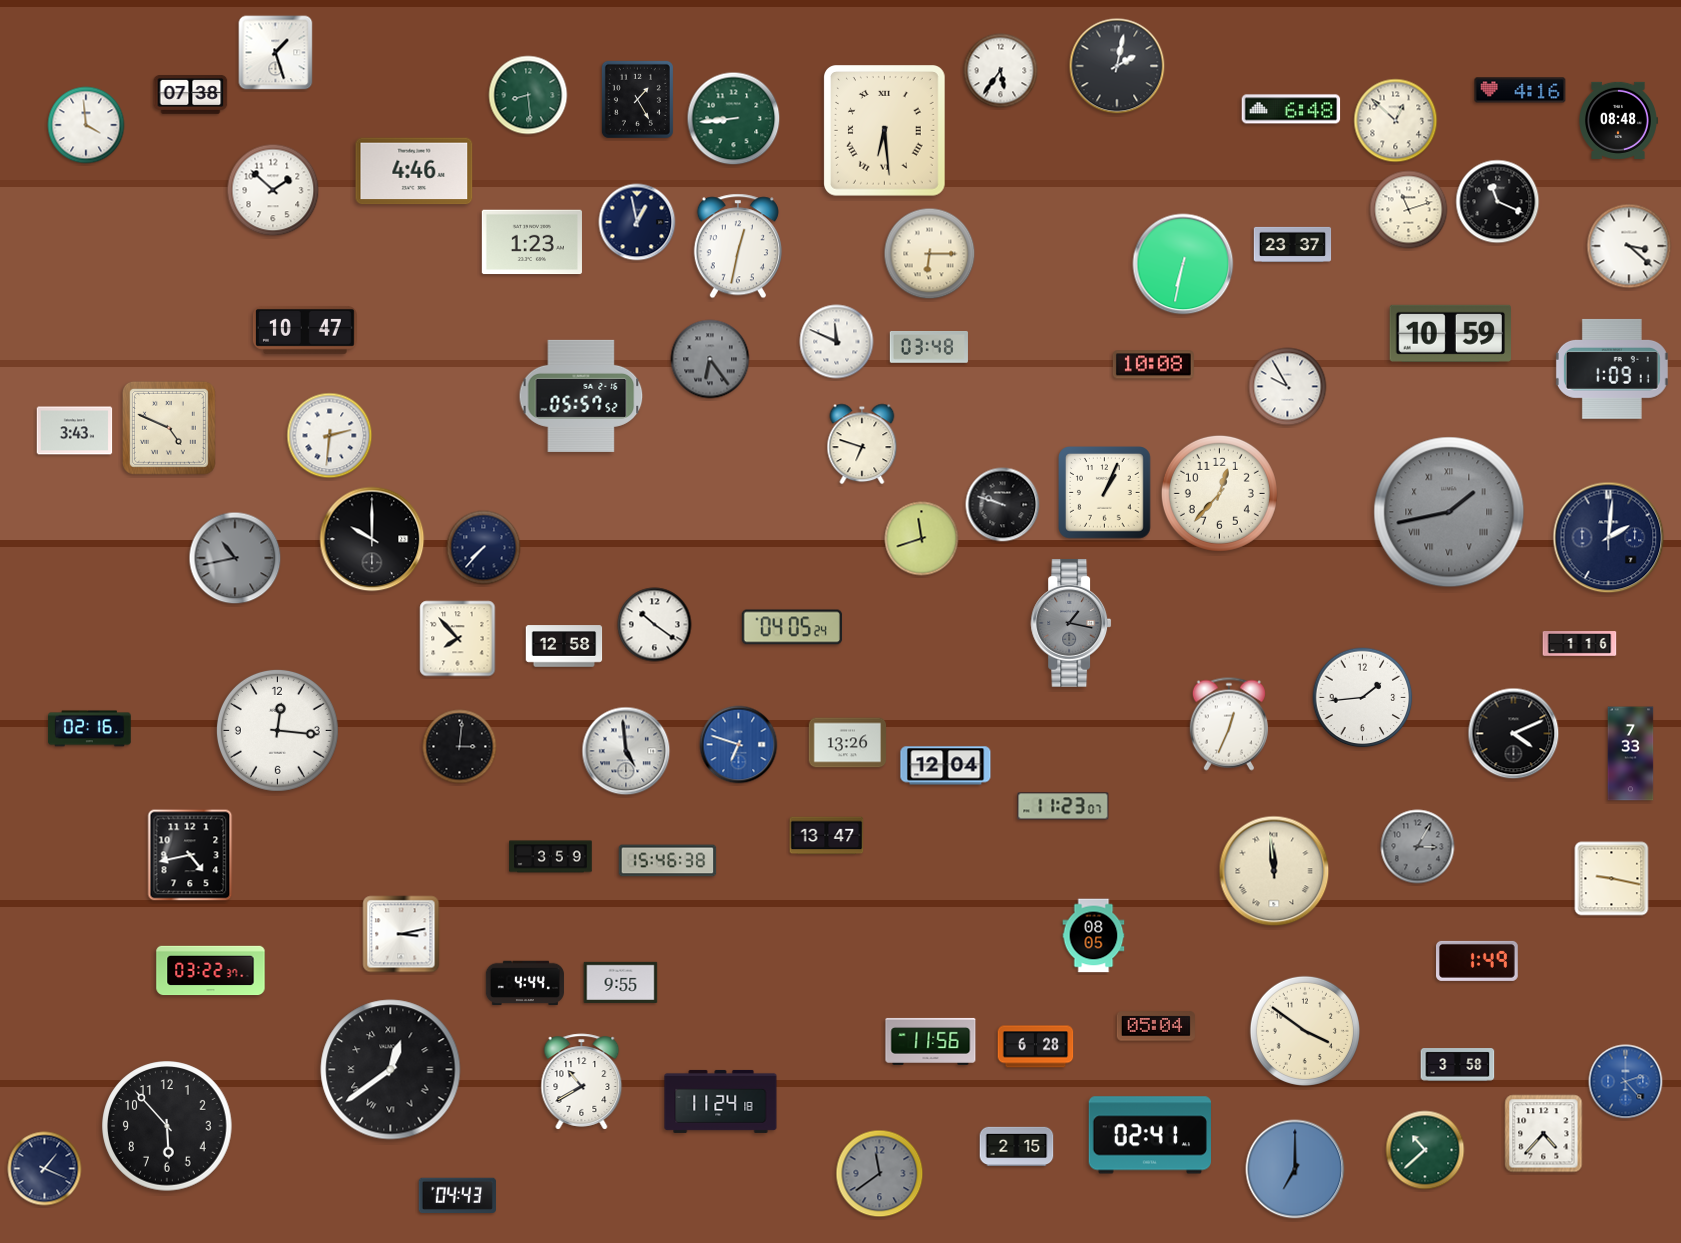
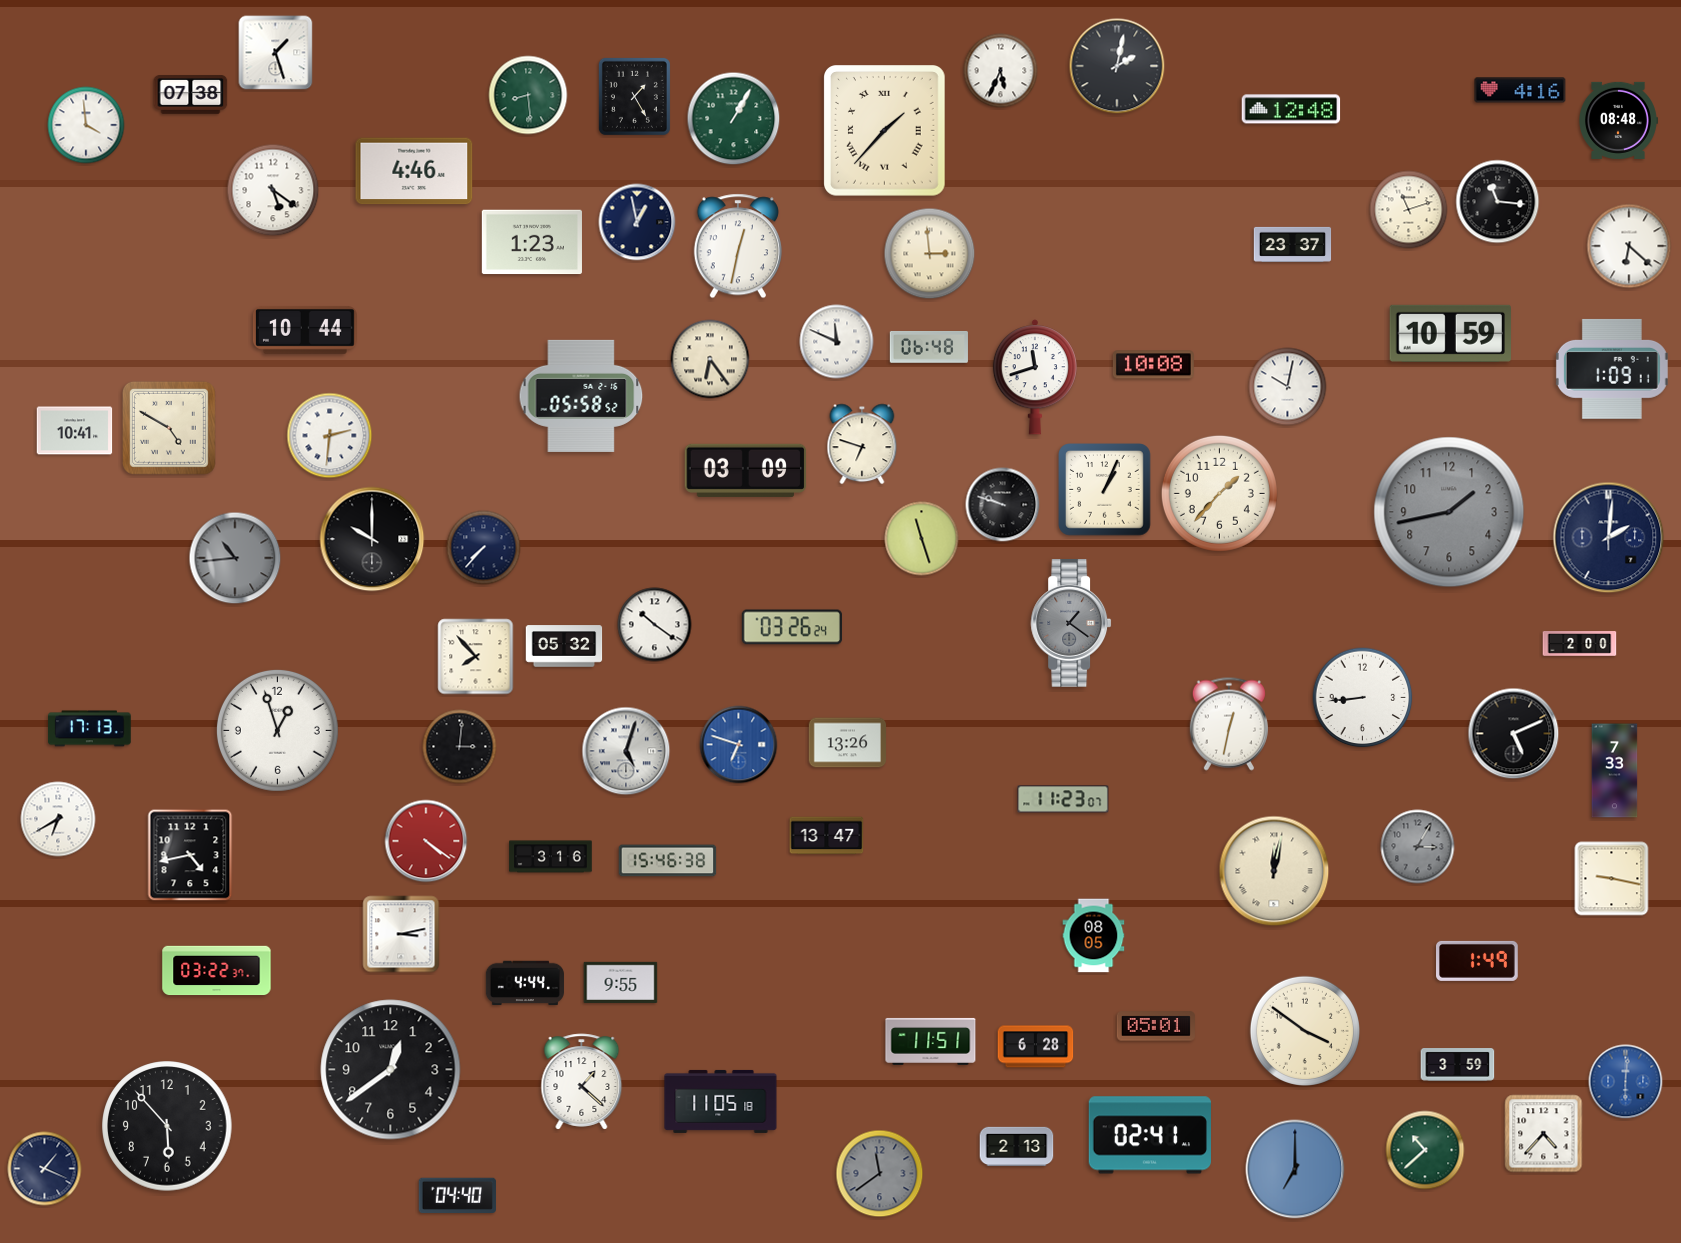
clock at (1001, 71): 5:36 -> 5:34
clock at (637, 99) position: (637, 99) -> (634, 96)
clock at (1291, 109): 6:48 -> 12:48
clock at (734, 119): 8:44 -> 1:05
clock at (1396, 121): 12:52 -> none
clock at (885, 131): 6:29 -> 1:37
clock at (273, 190): 1:52 -> 5:21
clock at (1498, 202): 11:19 -> 11:16
clock at (1629, 246): 3:22 -> 6:22
clock at (930, 254): 6:15 -> 2:59
clock at (1183, 264): 6:32 -> none
clock at (305, 330): 10:47 -> 10:44
clock at (929, 347): 03:48 -> 06:48
clock at (710, 359) dial: grey -> cream
clock at (1035, 377): none -> 11:42
clock at (1288, 387): 9:55 -> 10:02
clock at (581, 396): 05:57 -> 05:58
clock at (169, 428): 4:49 -> 4:50
clock at (75, 431): 3:43 -> 10:41
clock at (746, 470): none -> 03:09
clock at (1105, 493) position: (1105, 493) -> (1105, 490)
clock at (1219, 493): 12:37 -> 1:37
clock at (1449, 512) numerals: Roman -> Arabic
clock at (922, 539): 11:42 -> 11:27
clock at (235, 558): 10:43 -> 10:44
clock at (1071, 624): 1:17 -> 1:21
clock at (792, 627): 04:05 -> 03:26
clock at (458, 639) position: (458, 639) -> (476, 657)
clock at (1580, 644): 1:16 -> 2:00
clock at (564, 646): 12:58 -> 05:32
clock at (1363, 698): 1:44 -> 8:44
clock at (1229, 724): 12:34 -> 12:32
clock at (90, 729): 02:16 -> 17:13
clock at (277, 730): 12:16 -> 12:57
clock at (1514, 734): 4:11 -> 5:11
clock at (626, 751): 4:59 -> 5:03
clock at (1631, 754) position: (1631, 754) -> (1615, 771)
clock at (946, 766): 12:04 -> none
clock at (1063, 806) position: (1063, 806) -> (1063, 799)
clock at (58, 819): none -> 6:40
clock at (426, 841): none -> 4:21
clock at (551, 857): 3:59 -> 3:16
clock at (1274, 871): 11:59 -> 12:02
clock at (211, 971) position: (211, 971) -> (217, 971)
clock at (1156, 1026): 05:04 -> 05:01
clock at (931, 1041): 11:56 -> 11:51
clock at (1458, 1065): 3:58 -> 3:59
clock at (391, 1070) numerals: Roman -> Arabic
clock at (582, 1082): 10:40 -> 1:22
clock at (1626, 1082): 2:23 -> 6:01
clock at (721, 1101): 11:24 -> 11:05
clock at (1017, 1147): 2:15 -> 2:13
clock at (457, 1195): 04:43 -> 04:40
